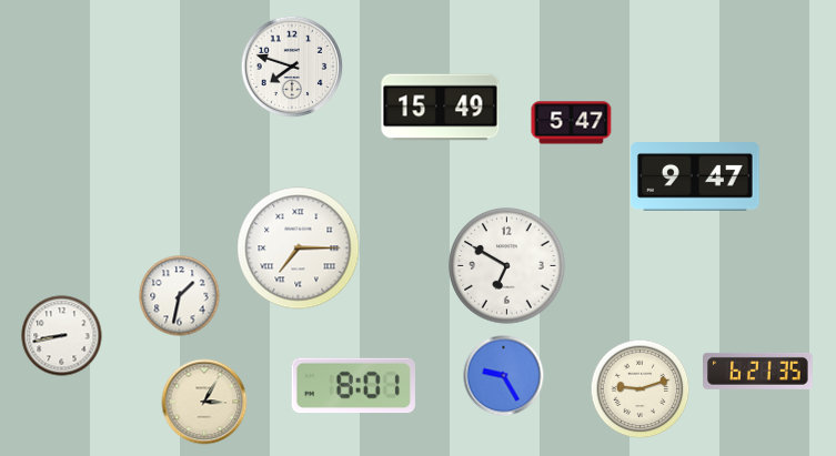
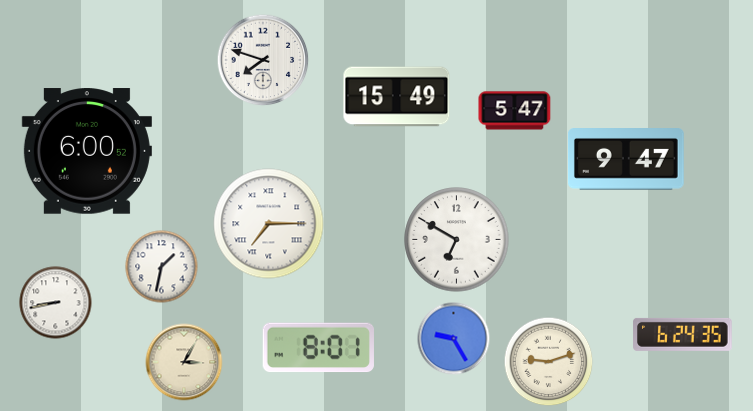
clock at (87, 151): none -> 6:00
clock at (758, 371): 6:21 -> 6:24
clock at (641, 389) position: (641, 389) -> (549, 362)
